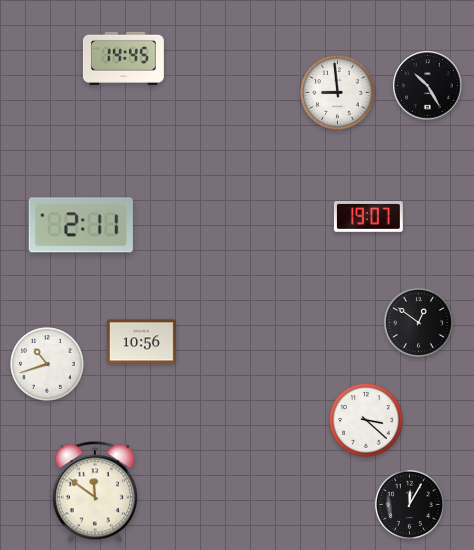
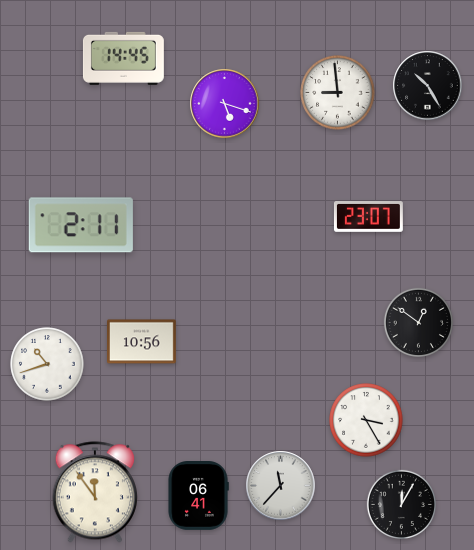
clock at (225, 104): none -> 5:18
clock at (369, 217): 19:07 -> 23:07
clock at (366, 420): 3:22 -> 3:25
clock at (281, 486): none -> 11:37
clock at (95, 492): 11:51 -> 11:54
clock at (198, 496): none -> 06:41
clock at (409, 504) position: (409, 504) -> (401, 504)
